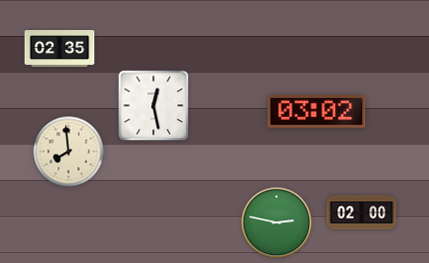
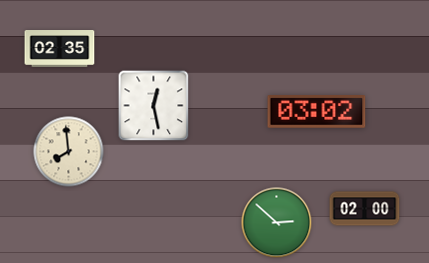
clock at (362, 213) position: (362, 213) -> (365, 209)
clock at (277, 223): 2:47 -> 2:52
